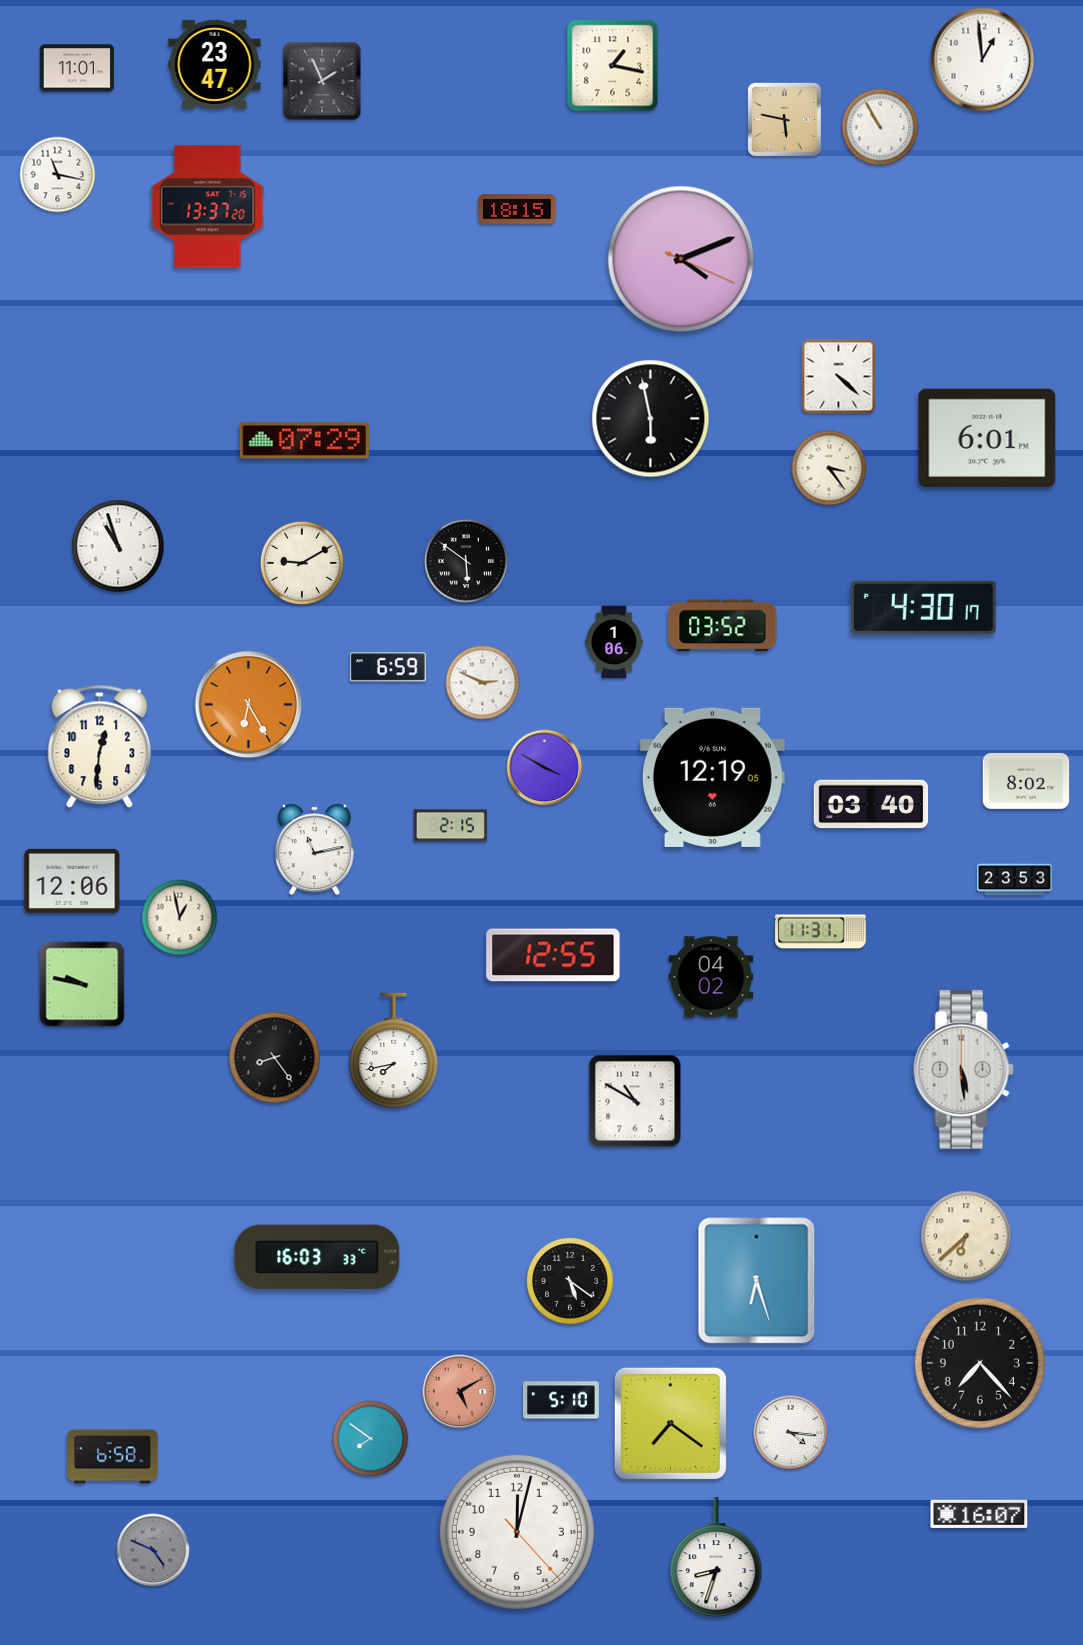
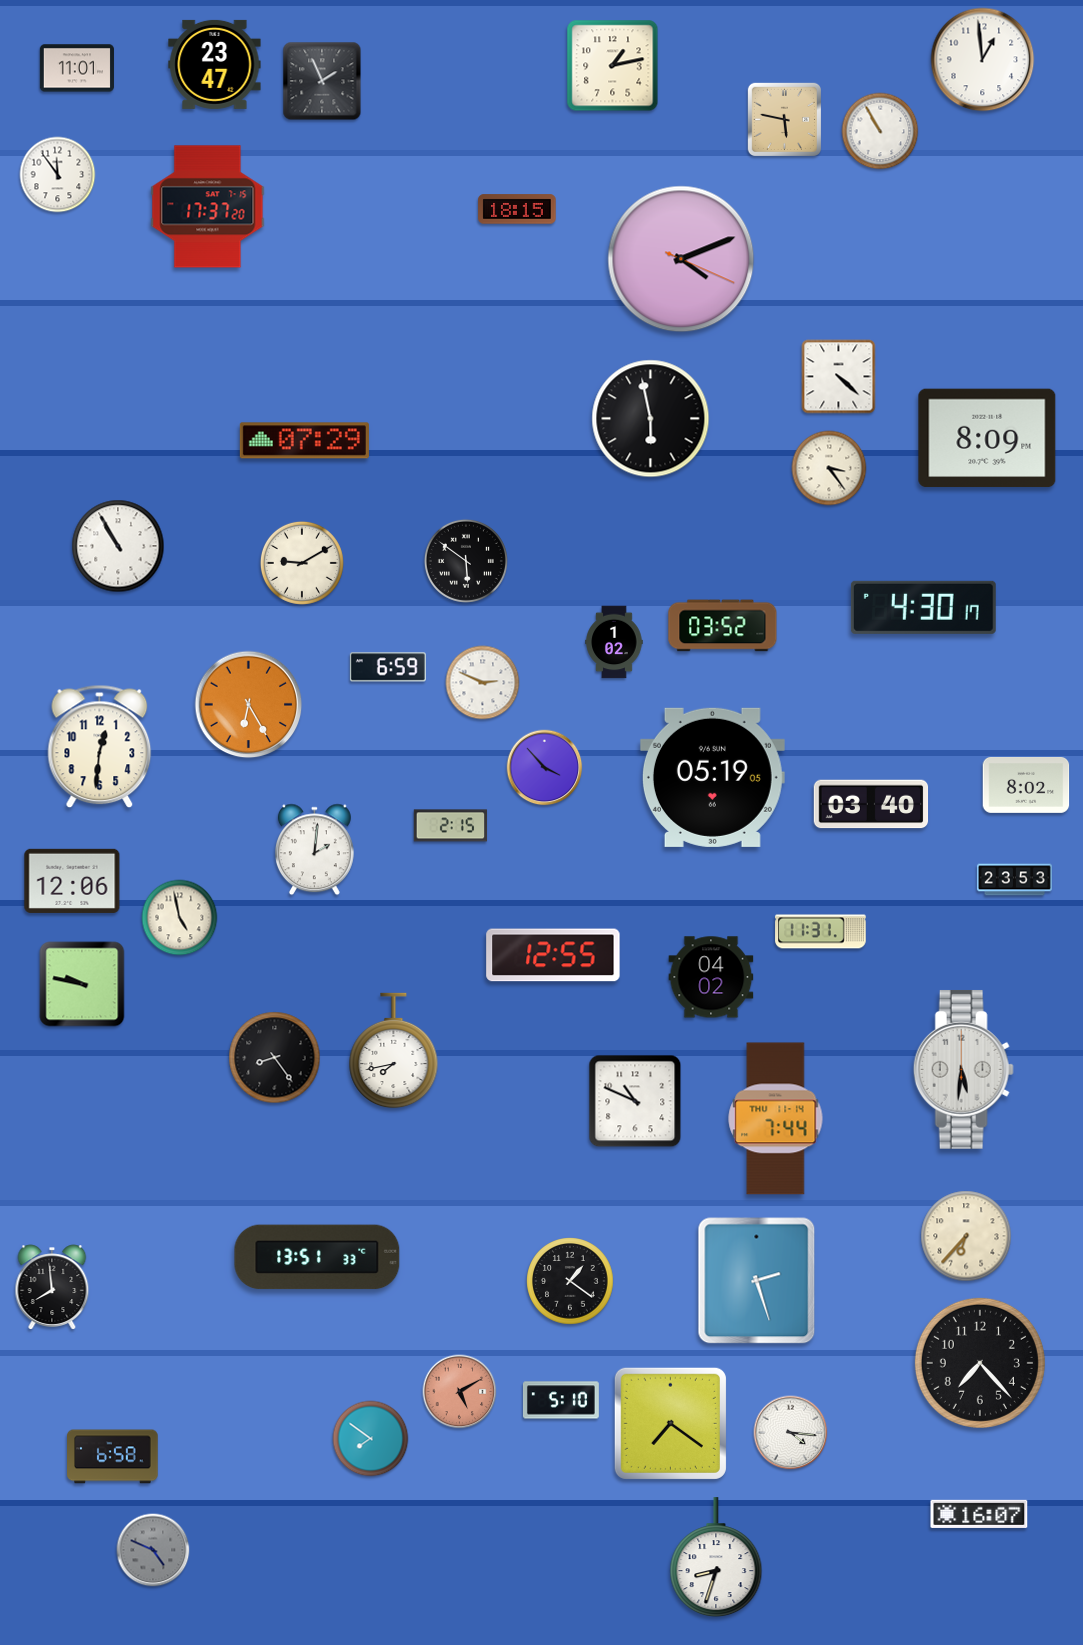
clock at (613, 66): 1:17 -> 1:13
clock at (880, 127) position: (880, 127) -> (880, 131)
clock at (58, 175): 11:17 -> 11:54
clock at (208, 207): 13:37 -> 17:37
clock at (987, 438): 6:01 -> 8:09
clock at (118, 546): 10:57 -> 10:55
clock at (614, 642): 1:06 -> 1:02
clock at (545, 768): 3:50 -> 3:53
clock at (712, 777): 12:19 -> 05:19
clock at (1026, 781) position: (1026, 781) -> (1026, 785)
clock at (314, 850): 11:13 -> 2:01
clock at (180, 918): 12:58 -> 4:58
clock at (963, 1069): 5:29 -> 5:31
clock at (635, 1101): 10:50 -> 10:49
clock at (776, 1119): none -> 7:44
clock at (966, 1236): 6:38 -> 6:37
clock at (317, 1257): 16:03 -> 13:51
clock at (570, 1281): 5:21 -> 1:21
clock at (757, 1281): 6:27 -> 2:27
clock at (52, 1287): none -> 7:59
clock at (517, 1532): 12:02 -> none
